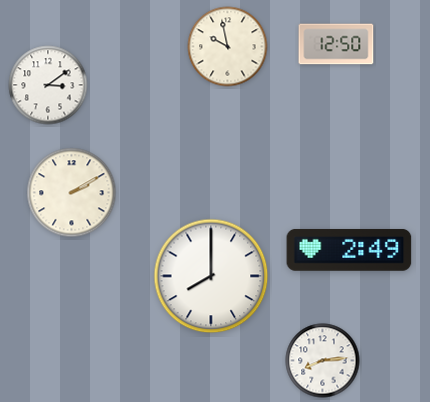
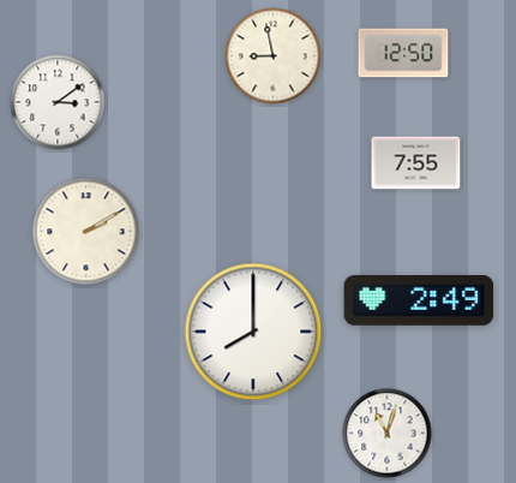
clock at (228, 47): 9:58 -> 8:58
clock at (416, 163): none -> 7:55
clock at (323, 361): 8:14 -> 11:03
